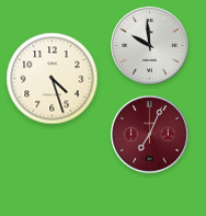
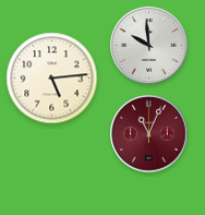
clock at (53, 79): 4:27 -> 5:14
clock at (150, 135): 7:04 -> 11:04
